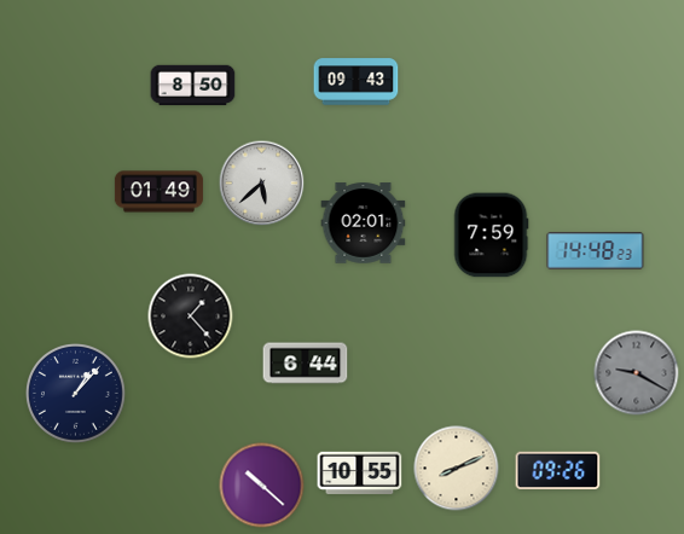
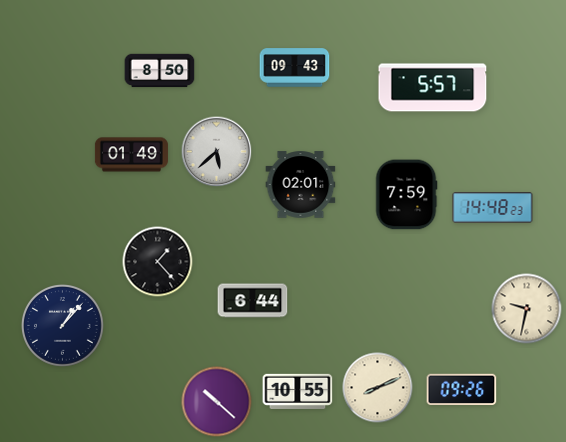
clock at (433, 88): none -> 5:57
clock at (158, 192) position: (158, 192) -> (131, 155)
clock at (637, 373): 9:20 -> 9:32
clock at (637, 373) dial: grey -> cream
